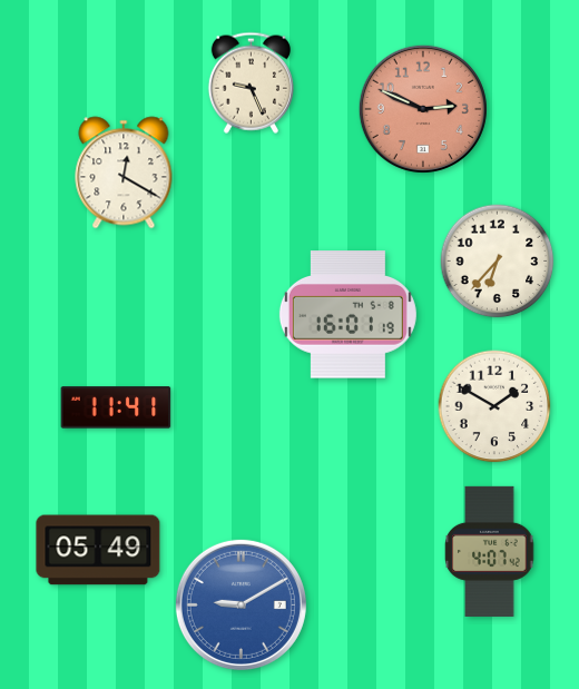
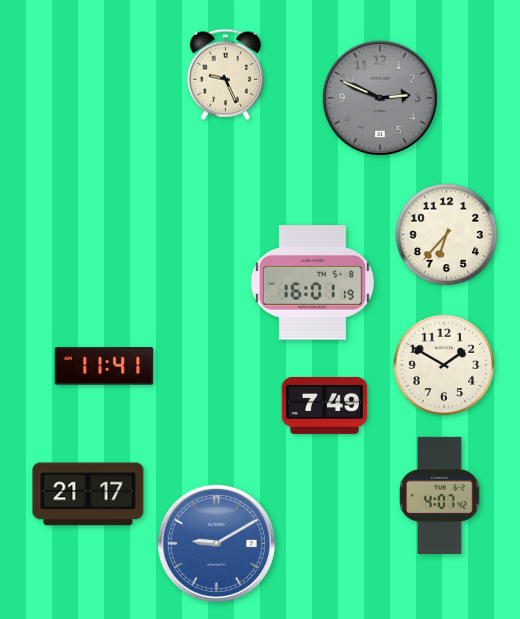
clock at (423, 109) dial: salmon -> grey
clock at (124, 173): 12:20 -> none
clock at (324, 405): none -> 7:49
clock at (98, 550): 05:49 -> 21:17
